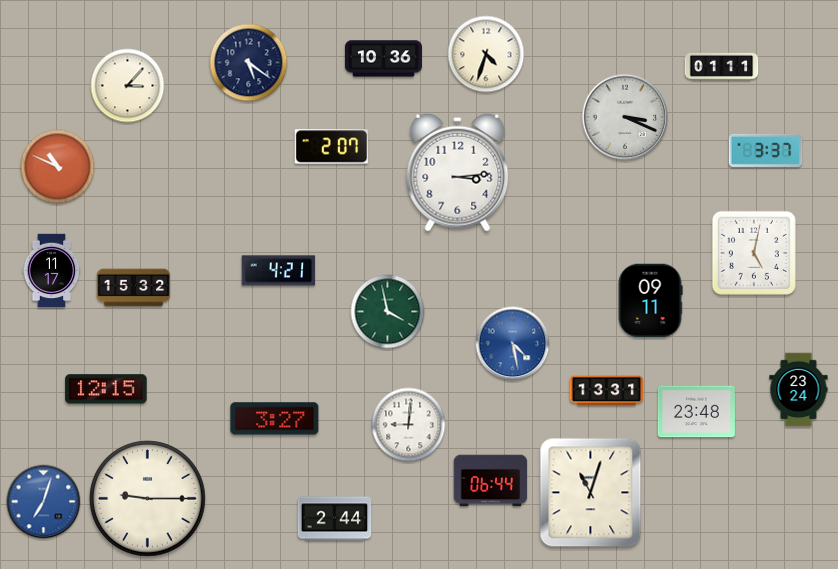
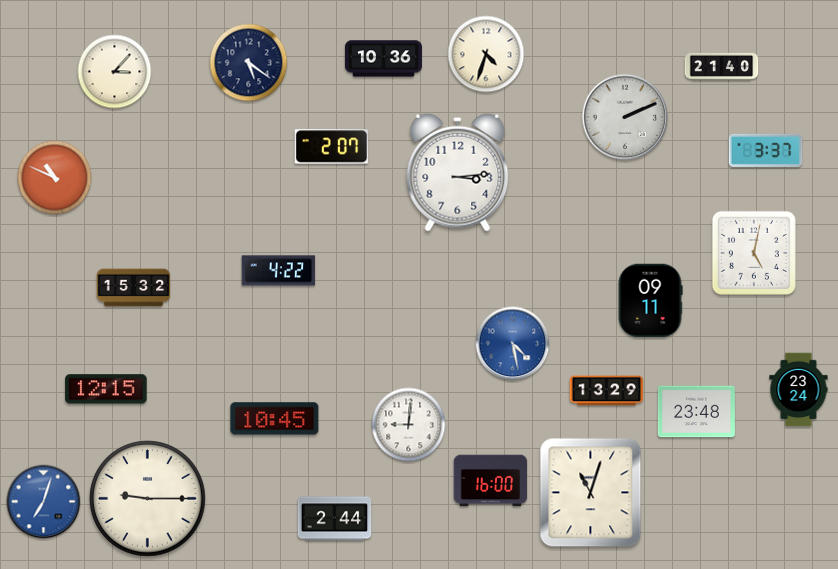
clock at (722, 66): 01:11 -> 21:40
clock at (128, 86) position: (128, 86) -> (115, 72)
clock at (625, 117): 3:19 -> 2:11
clock at (58, 167) position: (58, 167) -> (55, 178)
clock at (52, 271): 11:17 -> none
clock at (279, 271): 4:21 -> 4:22
clock at (388, 312): 3:58 -> none
clock at (607, 391): 13:31 -> 13:29
clock at (275, 419): 3:27 -> 10:45
clock at (491, 481): 06:44 -> 16:00
